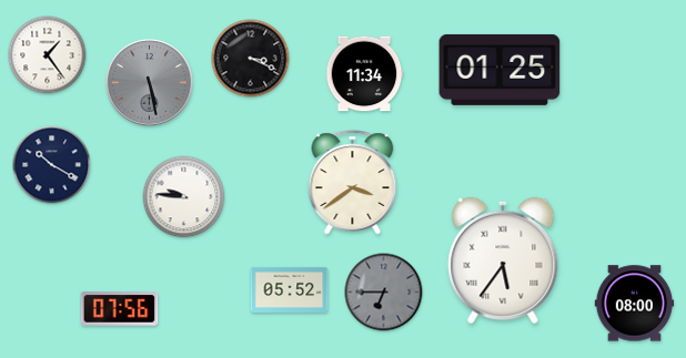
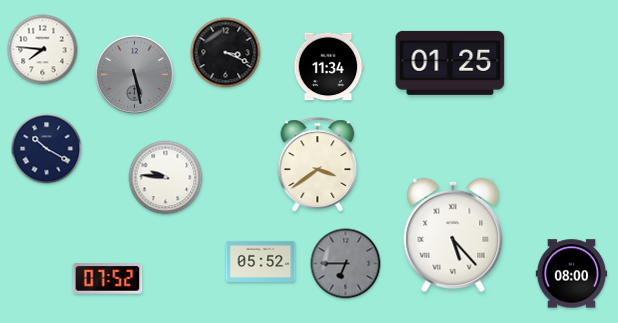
clock at (48, 55): 1:24 -> 7:46
clock at (503, 260): 5:36 -> 5:23
clock at (120, 309): 07:56 -> 07:52
